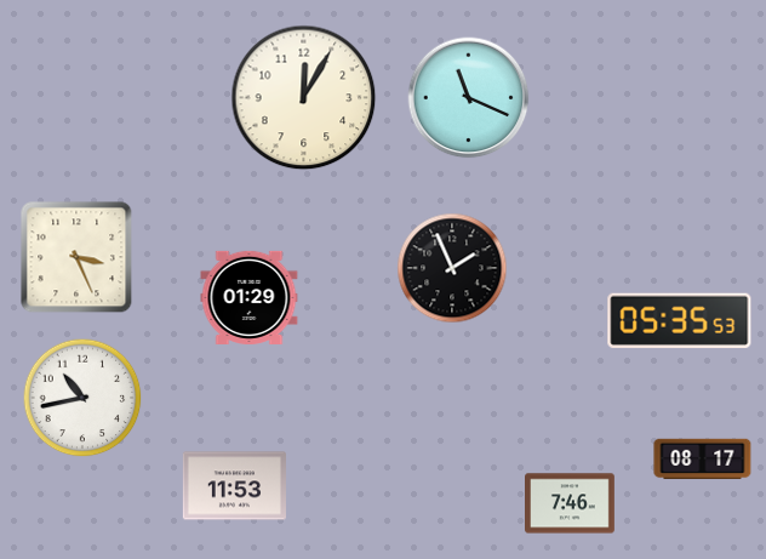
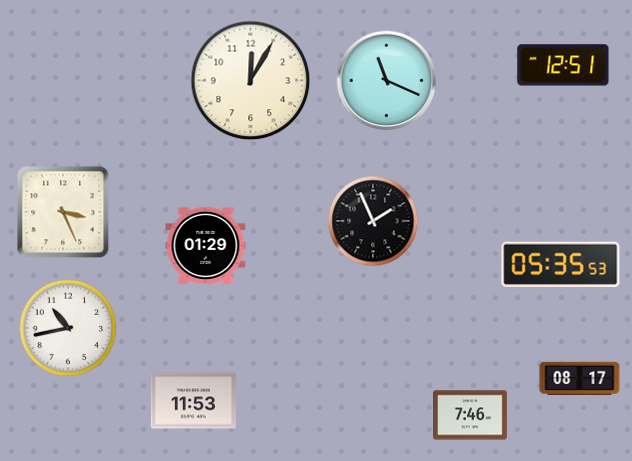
clock at (563, 65): none -> 12:51
